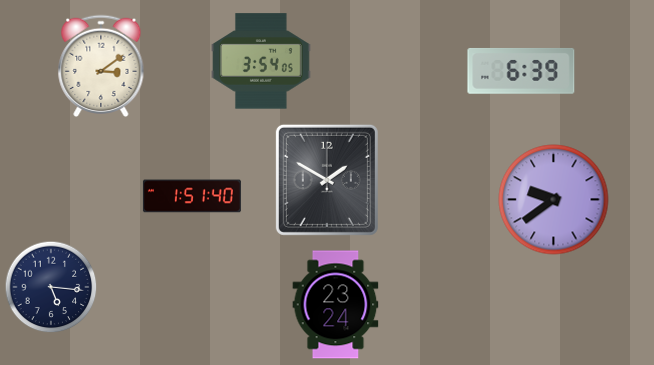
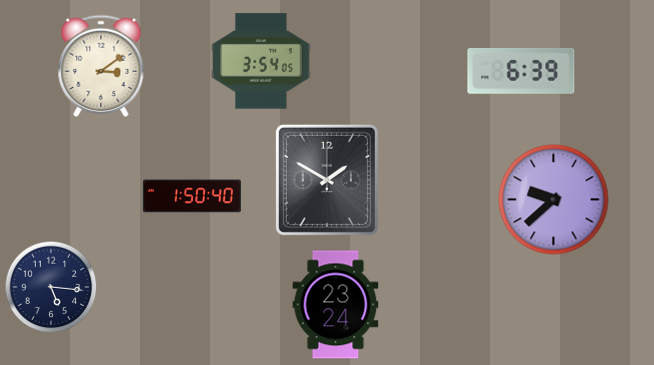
clock at (192, 196): 1:51 -> 1:50
clock at (554, 200): 9:39 -> 9:38
